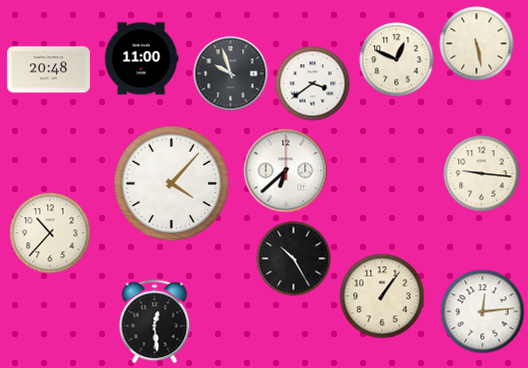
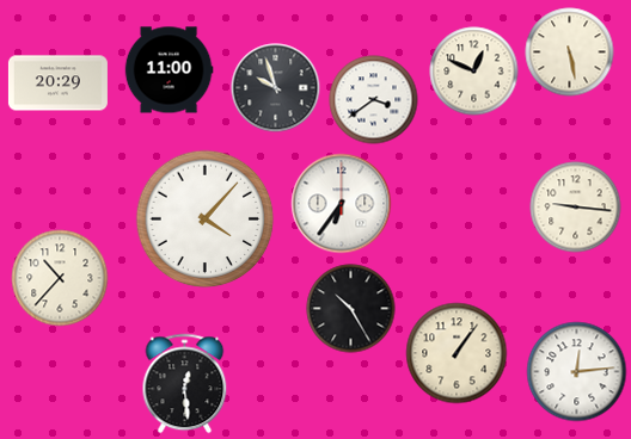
clock at (48, 70): 20:48 -> 20:29
clock at (286, 171): 6:38 -> 6:36
